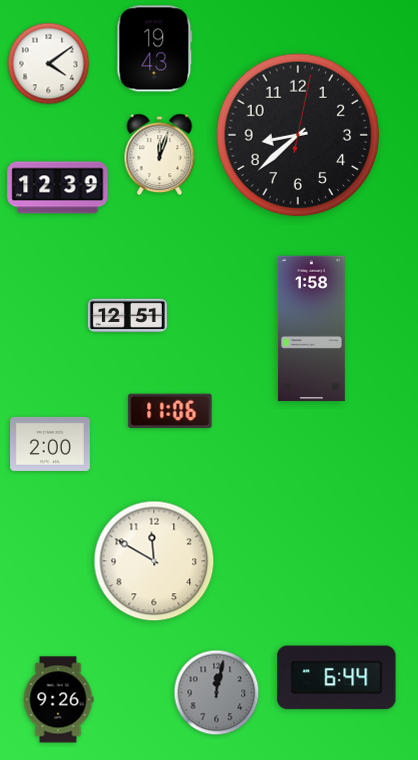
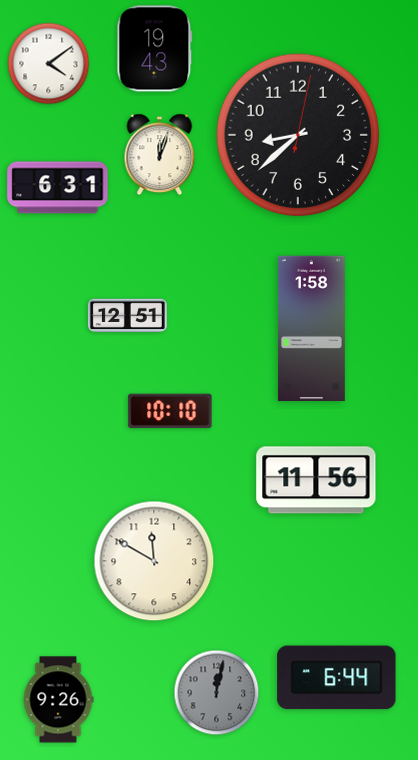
clock at (58, 188): 12:39 -> 6:31
clock at (170, 411): 11:06 -> 10:10
clock at (51, 444): 2:00 -> none
clock at (316, 480): none -> 11:56
